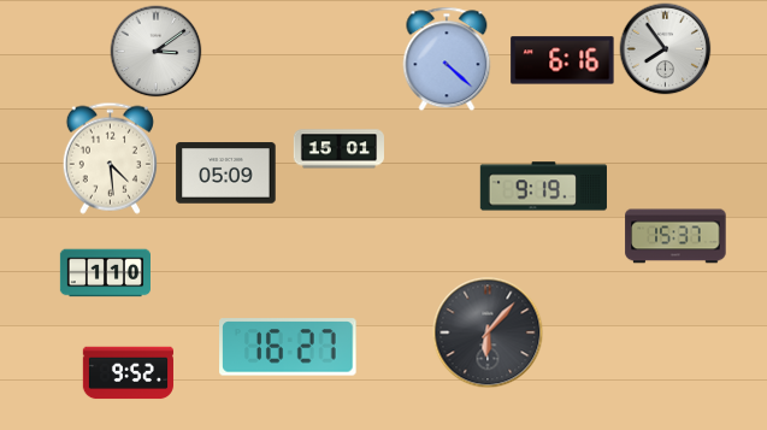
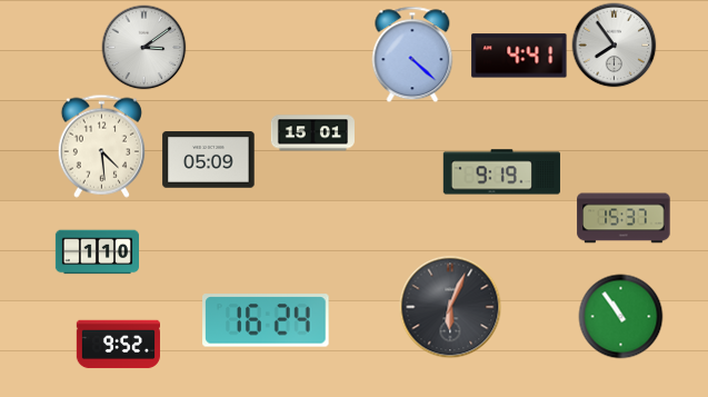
clock at (562, 60): 6:16 -> 4:41
clock at (338, 149) position: (338, 149) -> (312, 133)
clock at (488, 332): 6:07 -> 6:04
clock at (621, 317): none -> 10:54
clock at (288, 347): 16:27 -> 16:24
